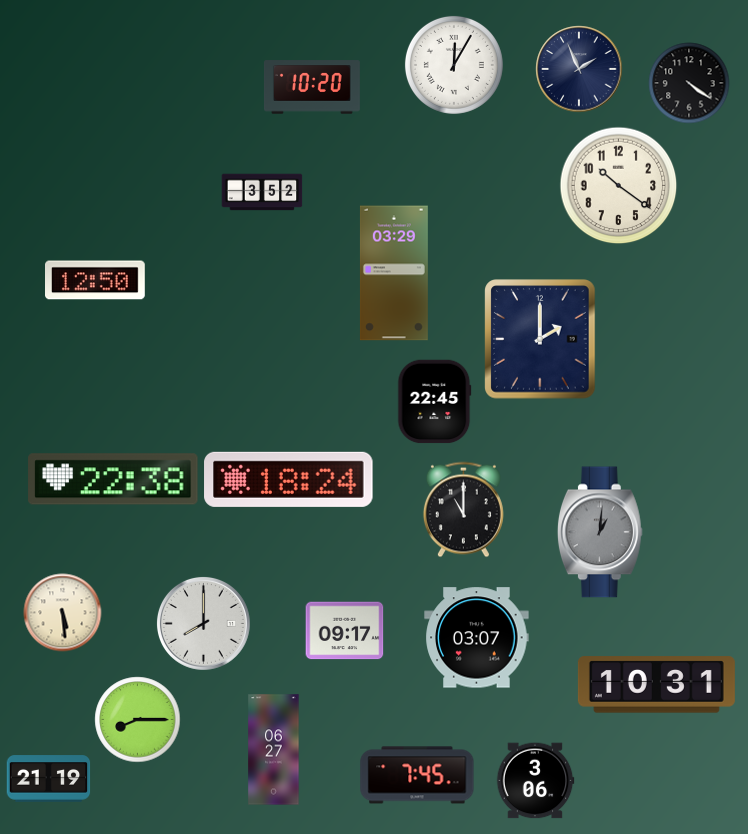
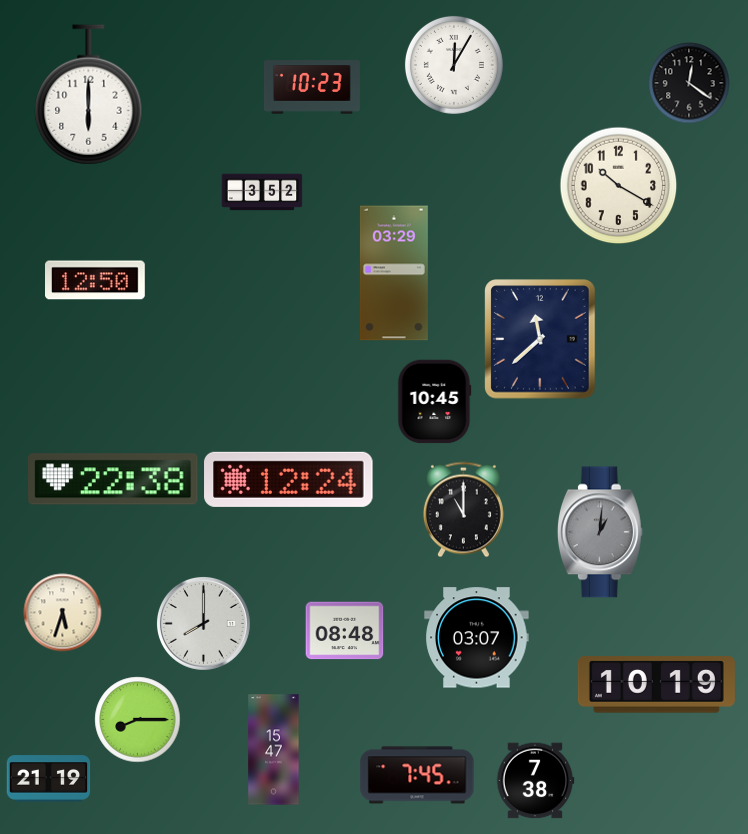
clock at (579, 69): 1:56 -> none
clock at (689, 83): 4:21 -> 12:21
clock at (312, 87): 10:20 -> 10:23
clock at (89, 95): none -> 6:00
clock at (618, 185): 10:21 -> 10:20
clock at (540, 339): 2:00 -> 11:38
clock at (435, 401): 22:45 -> 10:45
clock at (289, 479): 18:24 -> 12:24
clock at (62, 612): 5:29 -> 5:33
clock at (344, 631): 09:17 -> 08:48
clock at (656, 685): 10:31 -> 10:19
clock at (274, 750): 06:27 -> 15:47
clock at (535, 781): 3:06 -> 7:38
